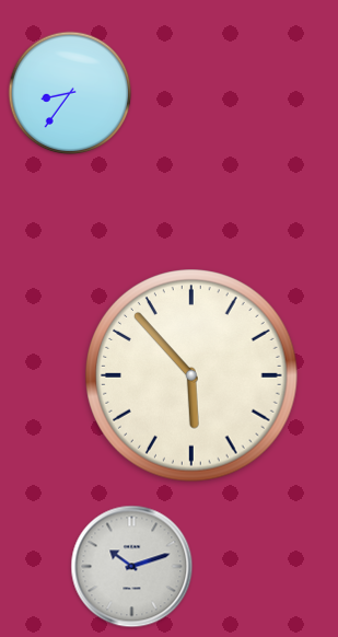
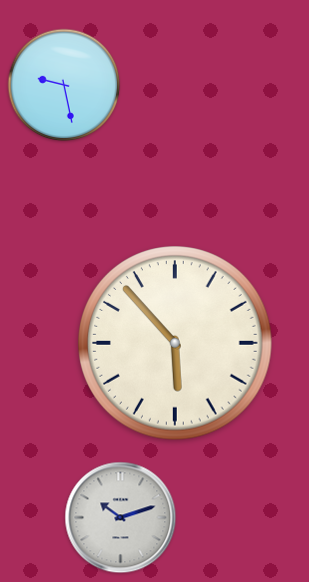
clock at (70, 93): 8:36 -> 9:28
